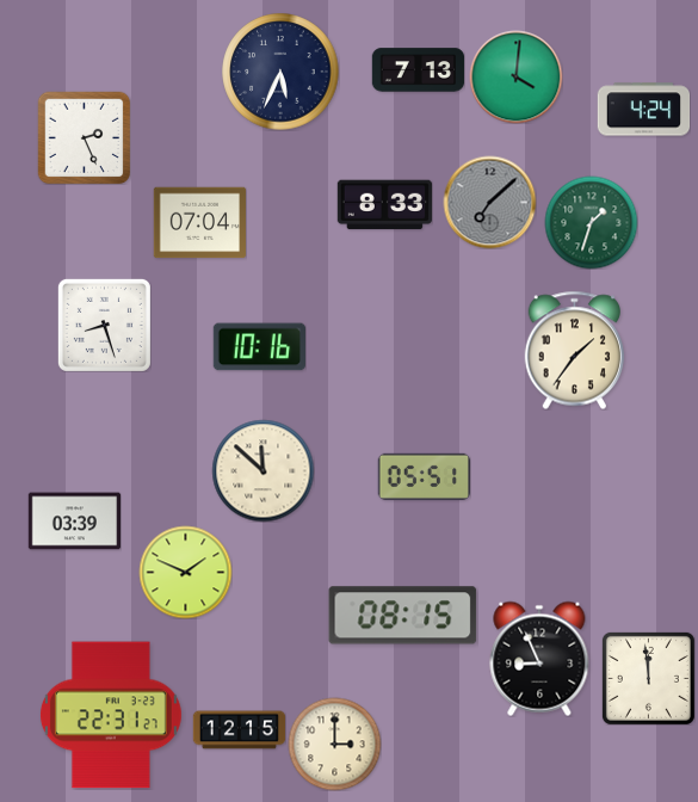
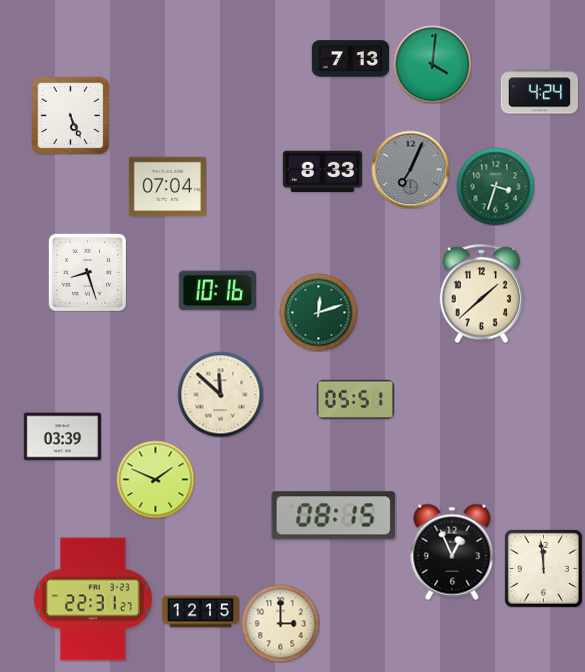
clock at (280, 72): 5:34 -> none
clock at (84, 137): 2:26 -> 5:26
clock at (489, 202): 7:08 -> 7:04
clock at (591, 222): 1:33 -> 3:33
clock at (574, 350): 1:36 -> 1:38
clock at (318, 312): none -> 12:12
clock at (403, 616) position: (403, 616) -> (334, 516)
clock at (539, 659): 8:56 -> 12:56
